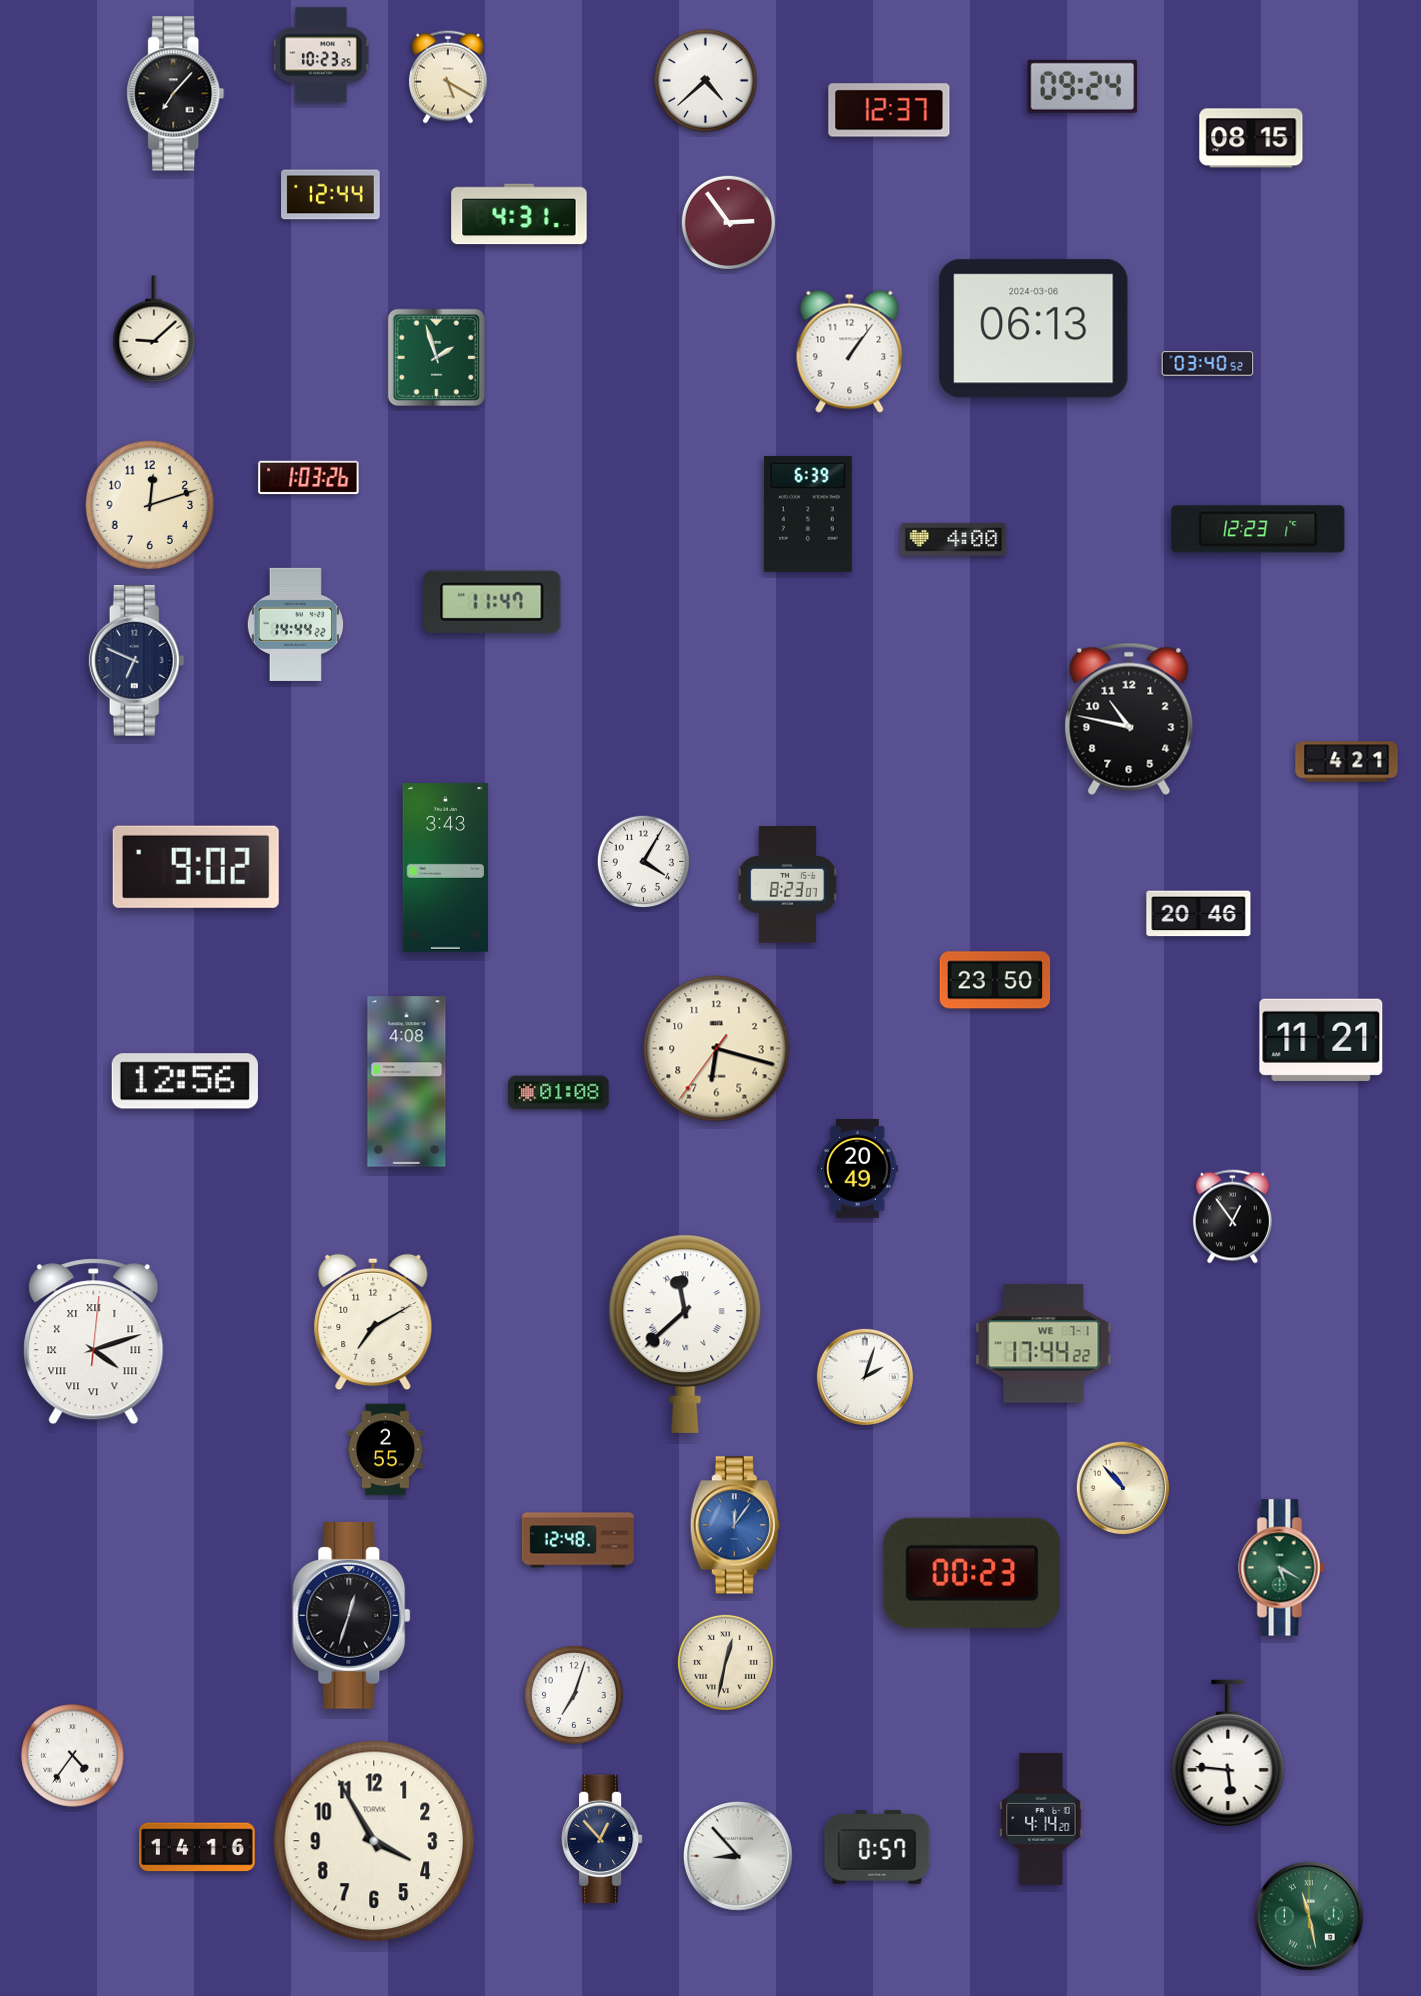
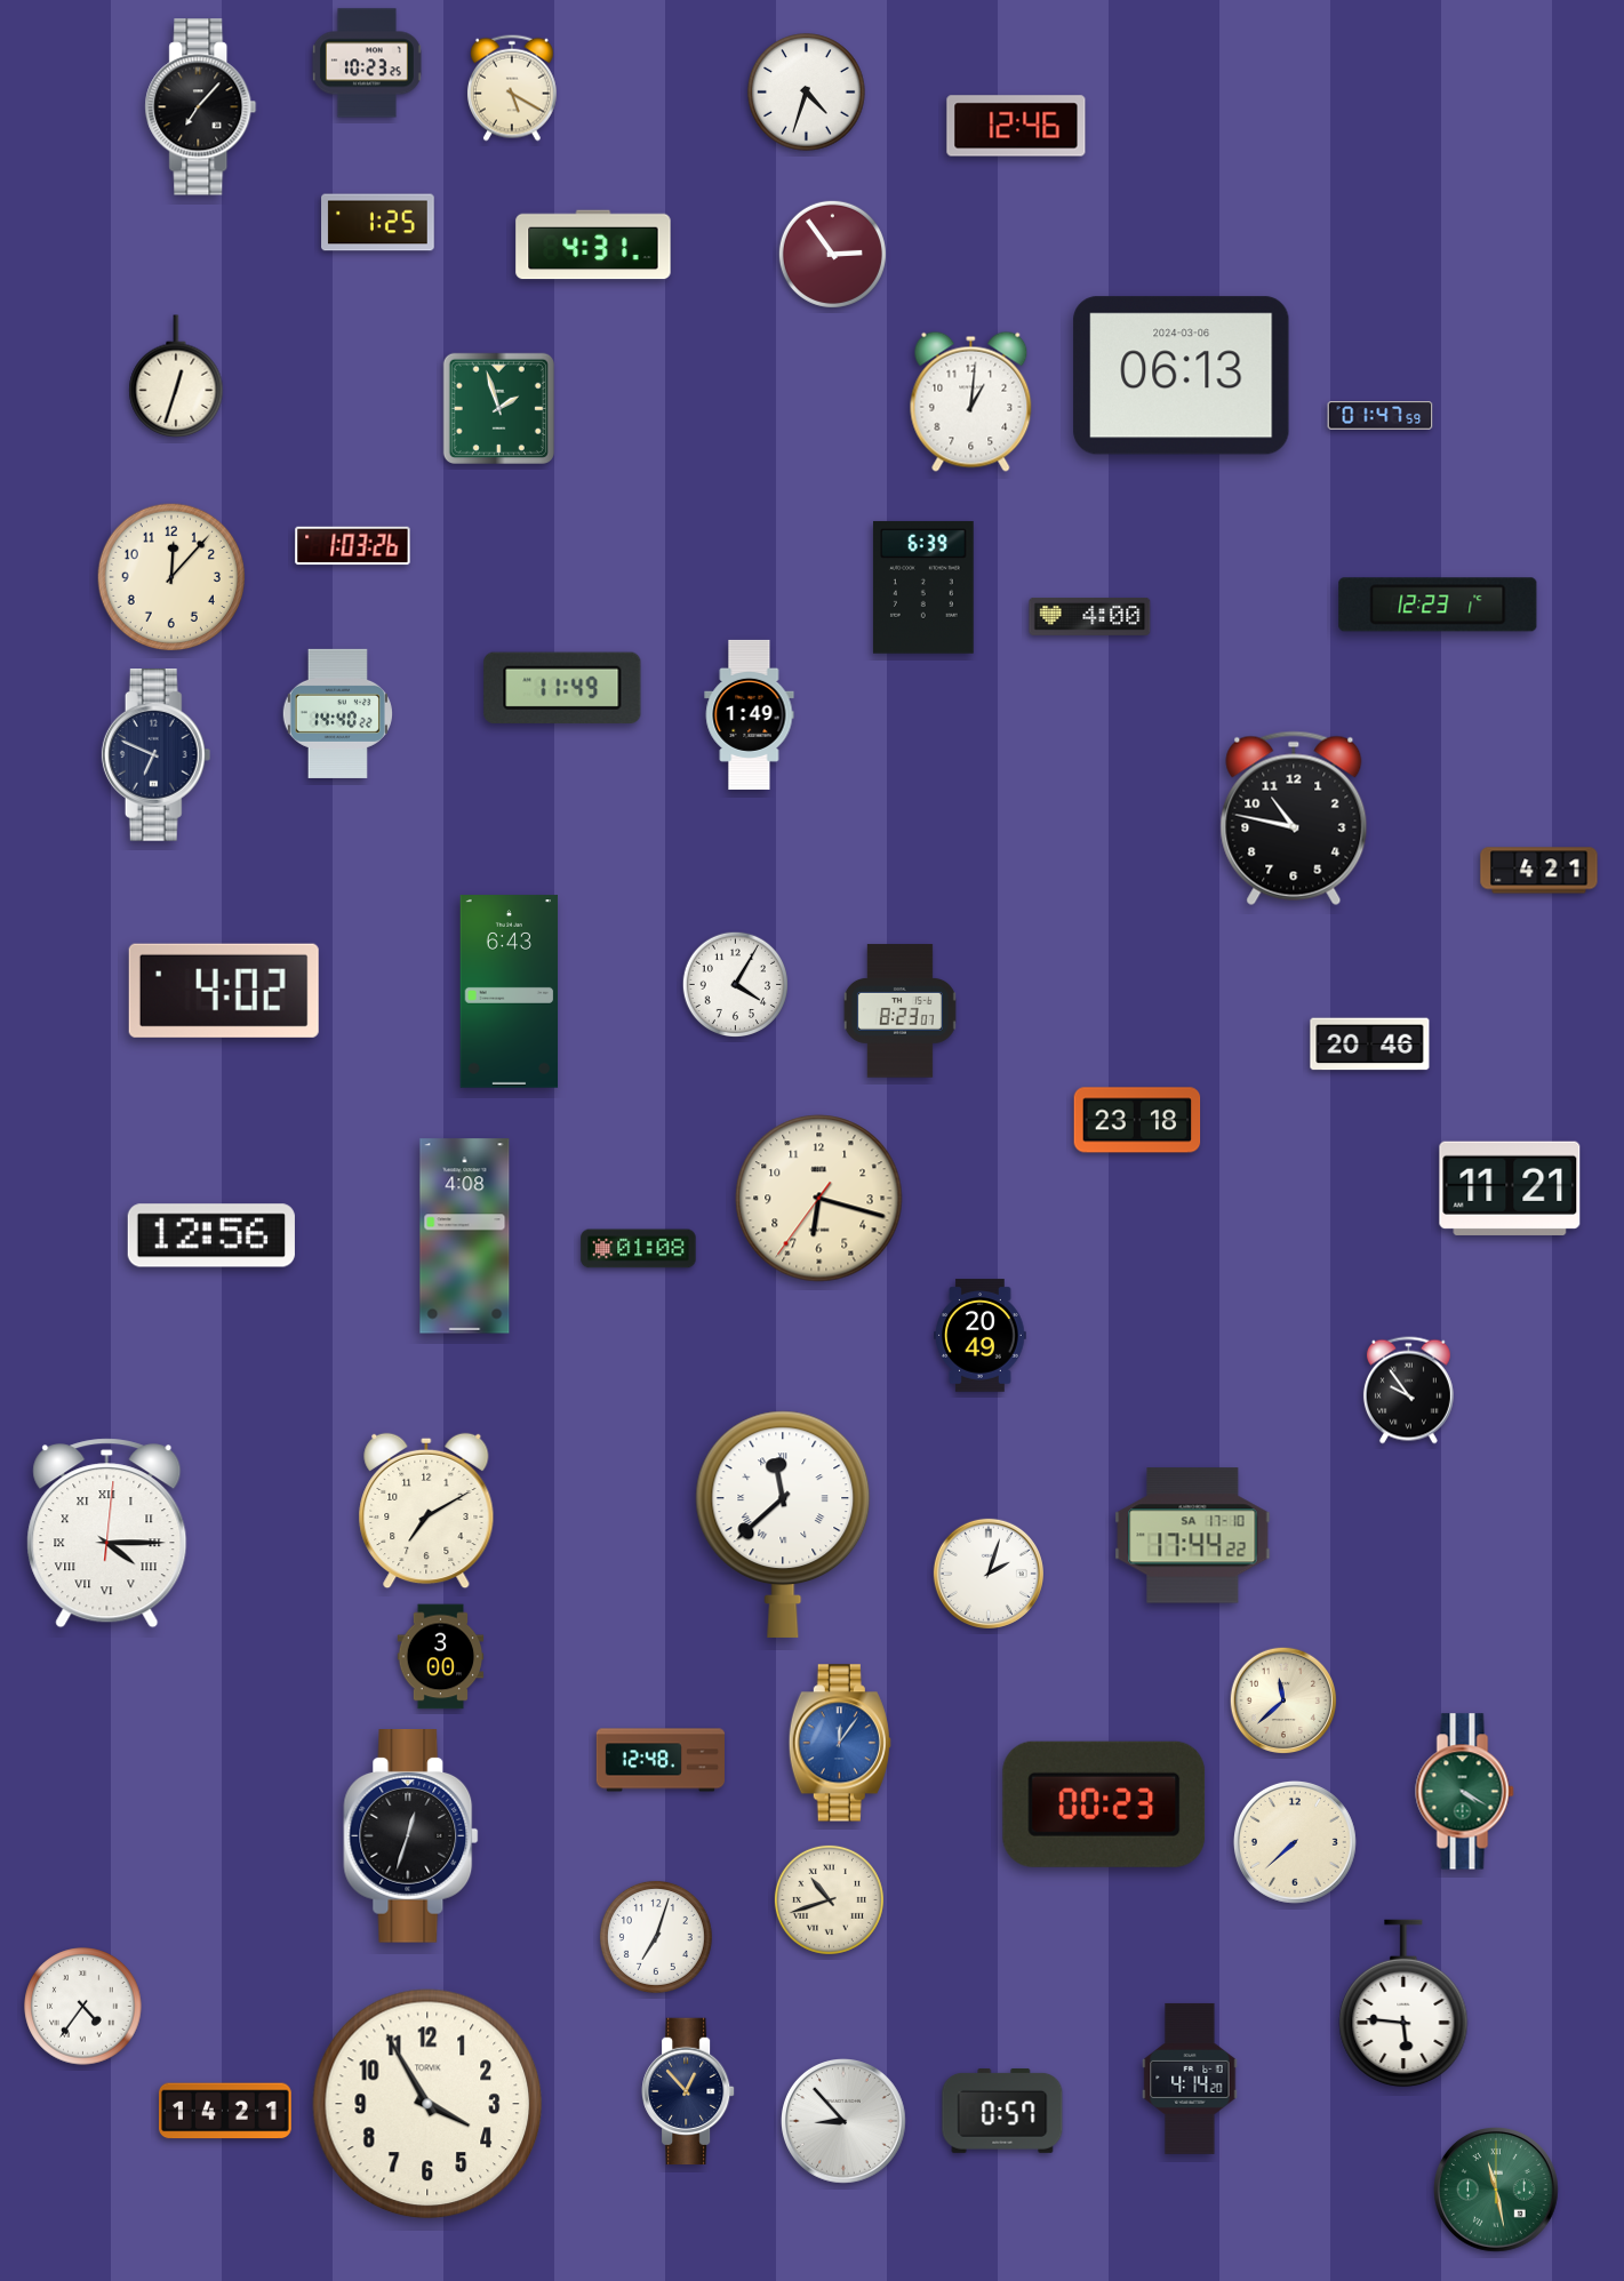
clock at (706, 81): 4:38 -> 4:33
clock at (1083, 86): 09:24 -> none
clock at (889, 110): 12:37 -> 12:46
clock at (1251, 138): 08:15 -> none
clock at (331, 195): 12:44 -> 1:25
clock at (154, 329): 9:08 -> 12:33
clock at (850, 351): 1:06 -> 1:01
clock at (1208, 364): 03:40 -> 01:47
clock at (149, 504): 12:12 -> 12:07
clock at (492, 602): 11:47 -> 11:49
clock at (295, 624): 14:44 -> 14:40
clock at (750, 714): none -> 1:49
clock at (1129, 719) position: (1129, 719) -> (1294, 818)
clock at (196, 867): 9:02 -> 4:02
clock at (446, 868): 3:43 -> 6:43
clock at (995, 980): 23:50 -> 23:18
clock at (1232, 1217): 12:54 -> 9:54
clock at (94, 1342): 4:12 -> 4:15
clock at (1044, 1344) date: WE 7-1 -> SA 17-10
clock at (386, 1450): 2:55 -> 3:00
clock at (1123, 1488): 10:53 -> 11:38
clock at (1282, 1568): 5:20 -> 4:20
clock at (972, 1573) position: (972, 1573) -> (1104, 1804)
clock at (1295, 1842): none -> 7:38
clock at (352, 1616) position: (352, 1616) -> (411, 1836)
clock at (725, 1662): 12:32 -> 10:42
clock at (602, 1839) position: (602, 1839) -> (688, 2091)
clock at (198, 1847): 14:16 -> 14:21
